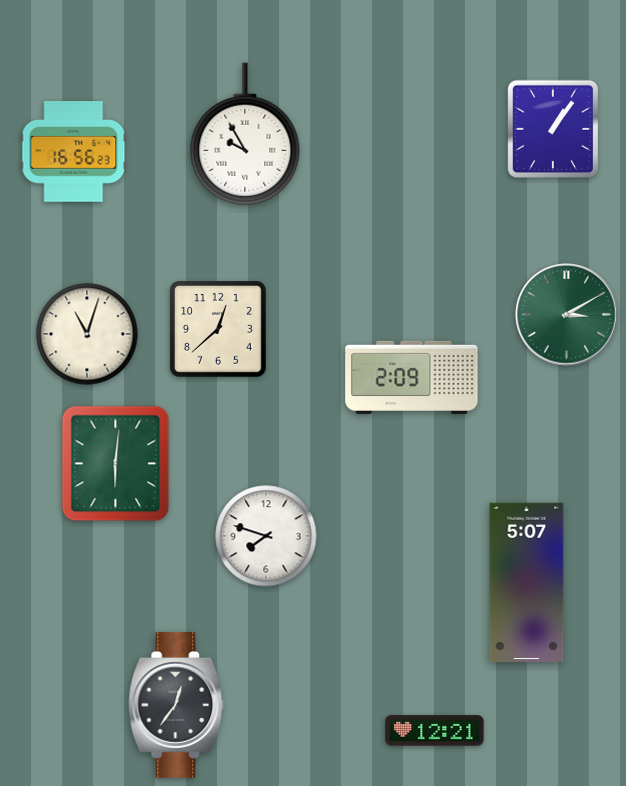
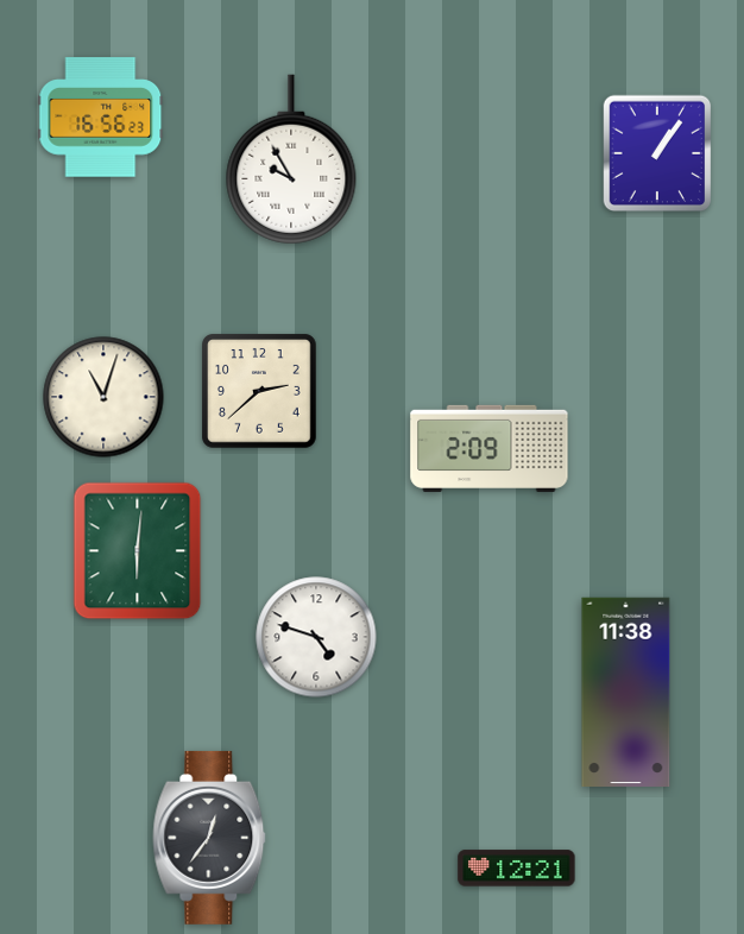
clock at (74, 152) position: (74, 152) -> (101, 118)
clock at (567, 315): 3:10 -> none
clock at (218, 329): 12:38 -> 2:38
clock at (266, 536): 7:48 -> 4:48
clock at (527, 582): 5:07 -> 11:38
